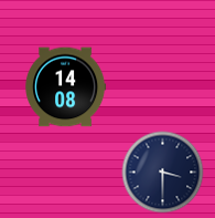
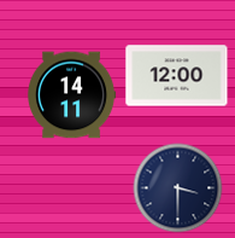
clock at (177, 76): none -> 12:00
clock at (66, 87): 14:08 -> 14:11
